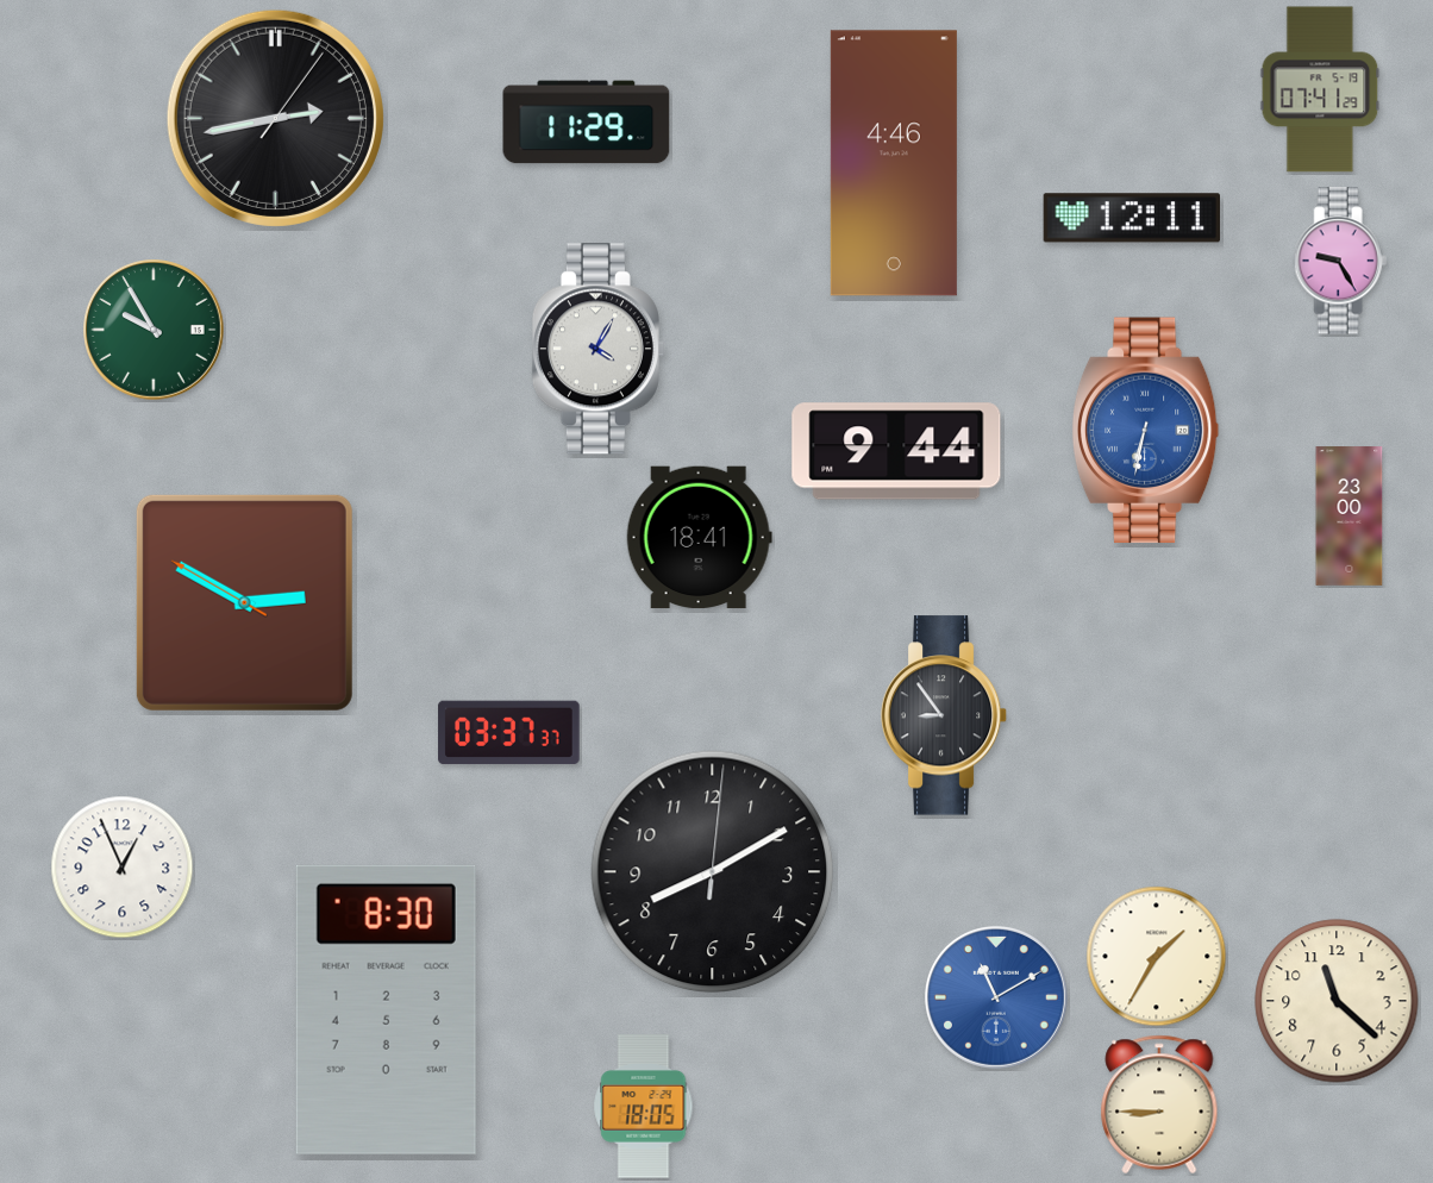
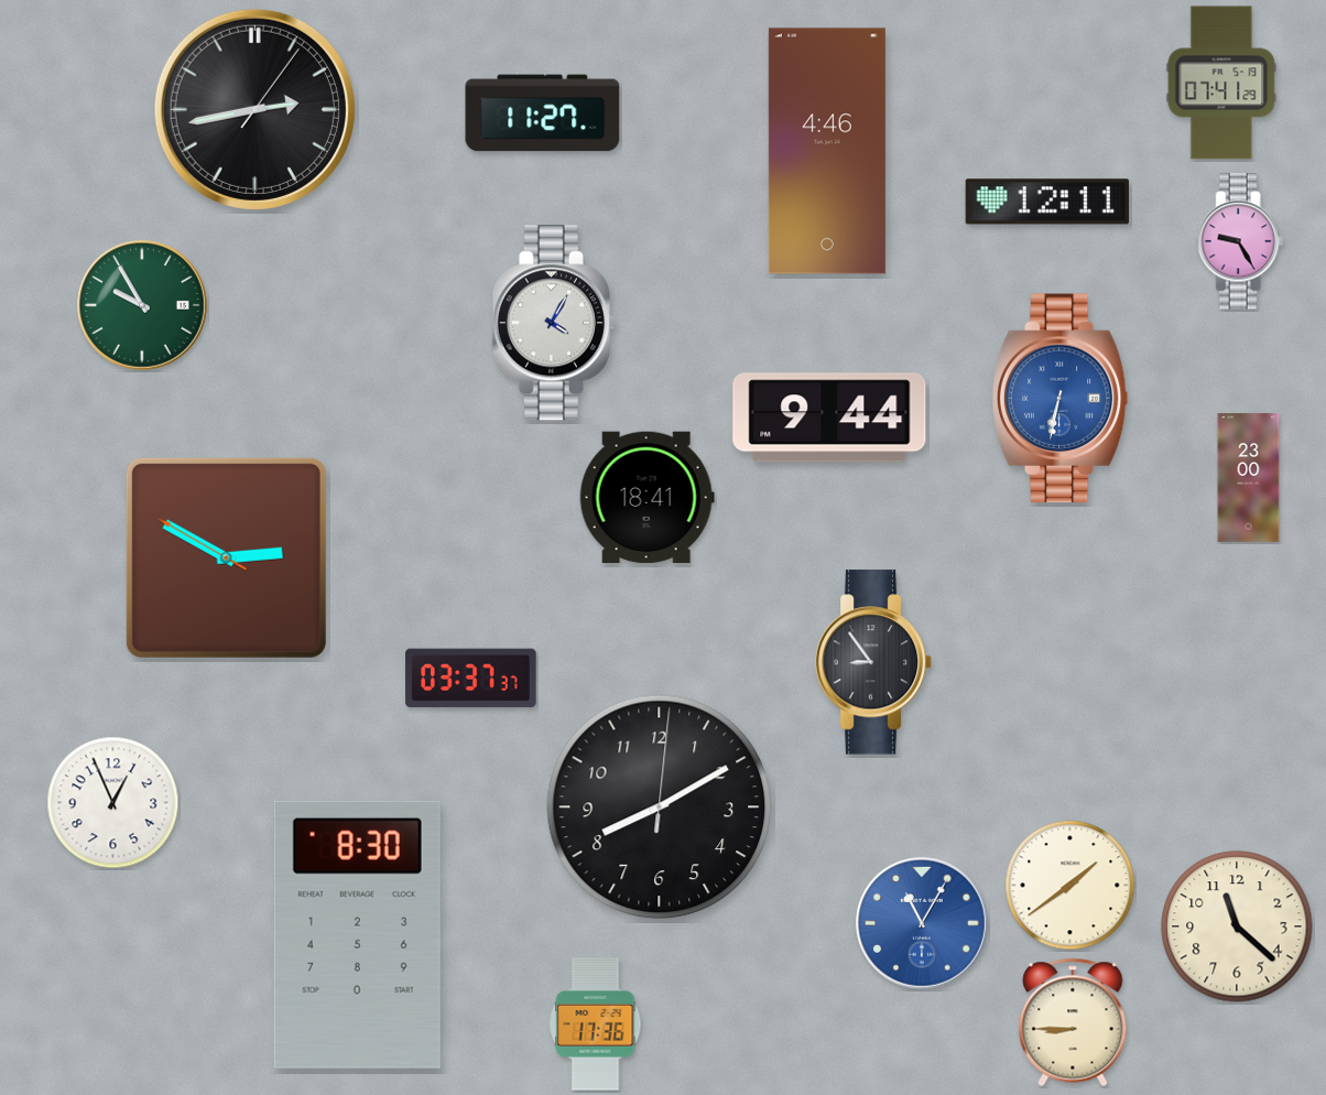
clock at (587, 123): 11:29 -> 11:27
clock at (1157, 957): 1:35 -> 1:39
clock at (996, 997): 11:10 -> 11:05
clock at (644, 1107): 18:05 -> 17:36
